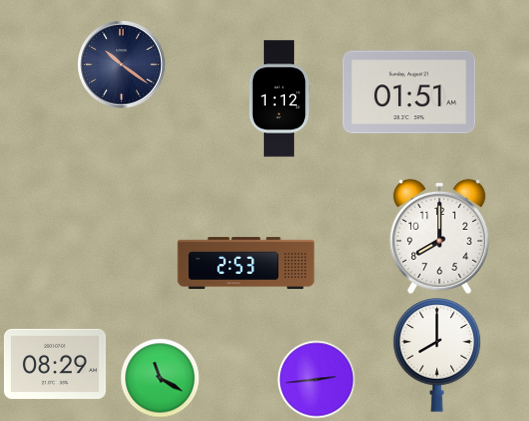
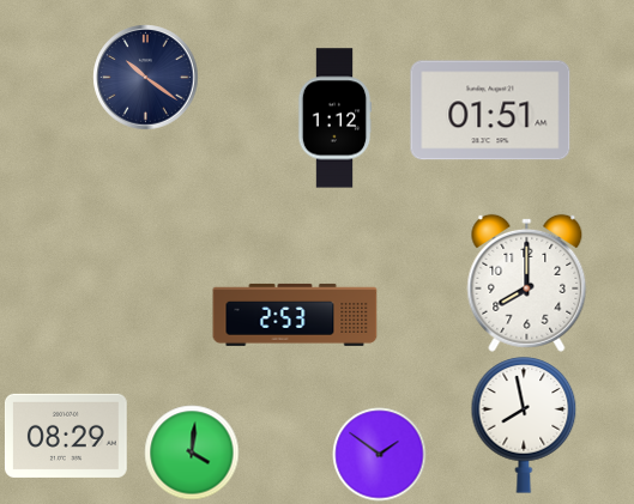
clock at (437, 355): 8:00 -> 7:58
clock at (160, 378): 11:20 -> 4:01
clock at (316, 379): 2:44 -> 1:51
